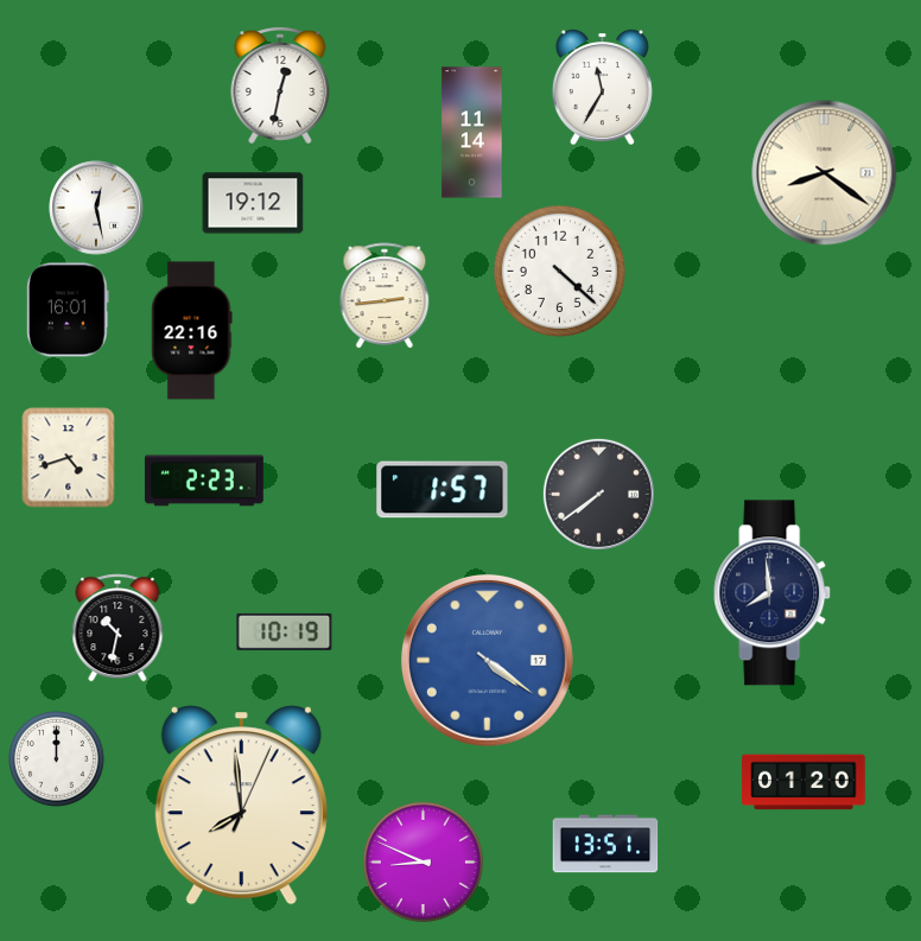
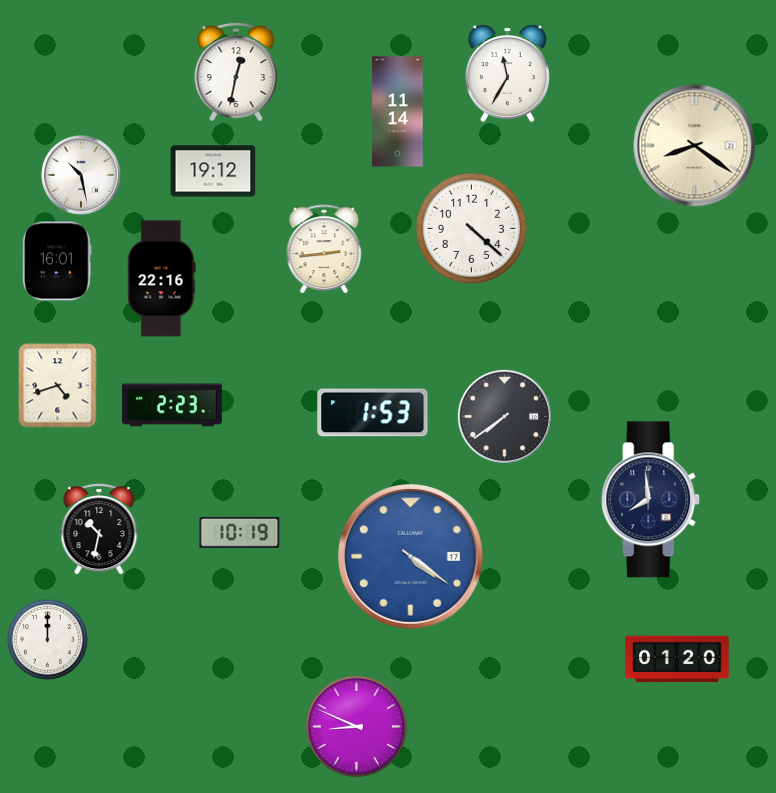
clock at (96, 208): 12:28 -> 10:28
clock at (443, 490): 1:57 -> 1:53
clock at (241, 806): 7:59 -> none
clock at (605, 844): 13:51 -> none
